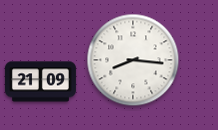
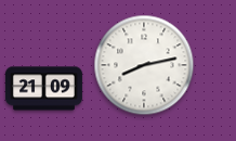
clock at (133, 60): 8:16 -> 8:13
